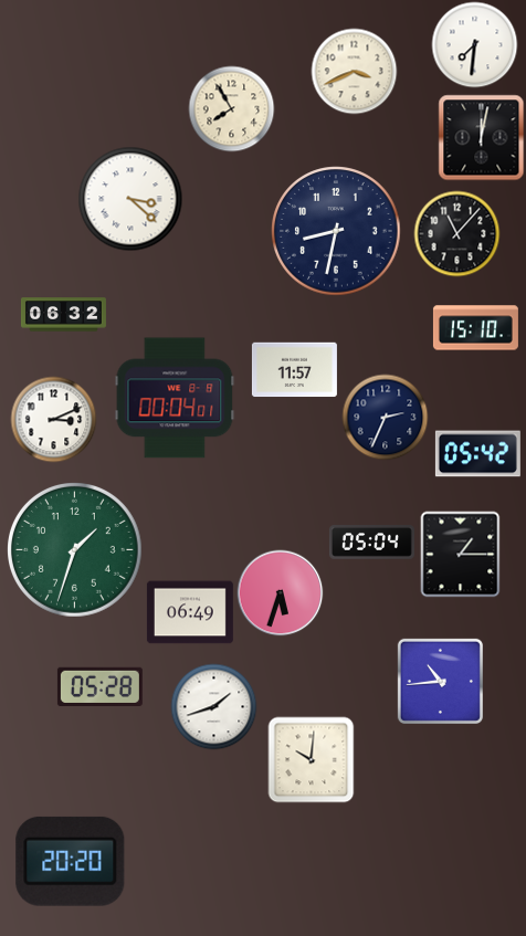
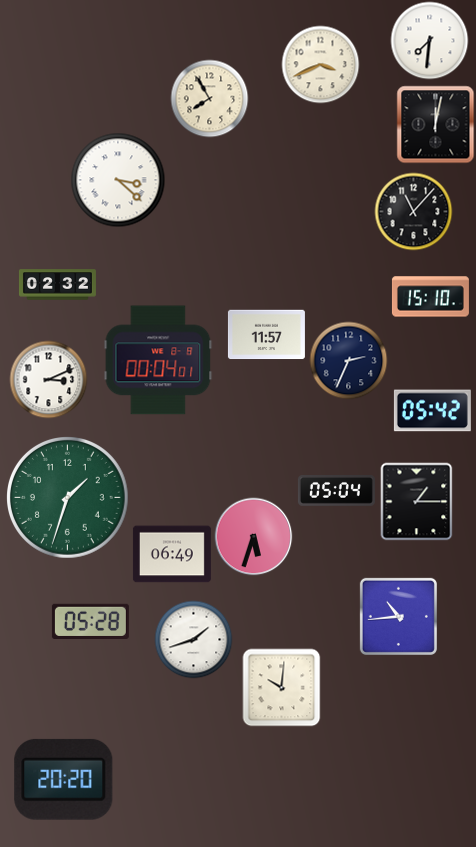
clock at (336, 231): 8:32 -> none
clock at (63, 315): 06:32 -> 02:32
clock at (385, 417) position: (385, 417) -> (348, 360)
